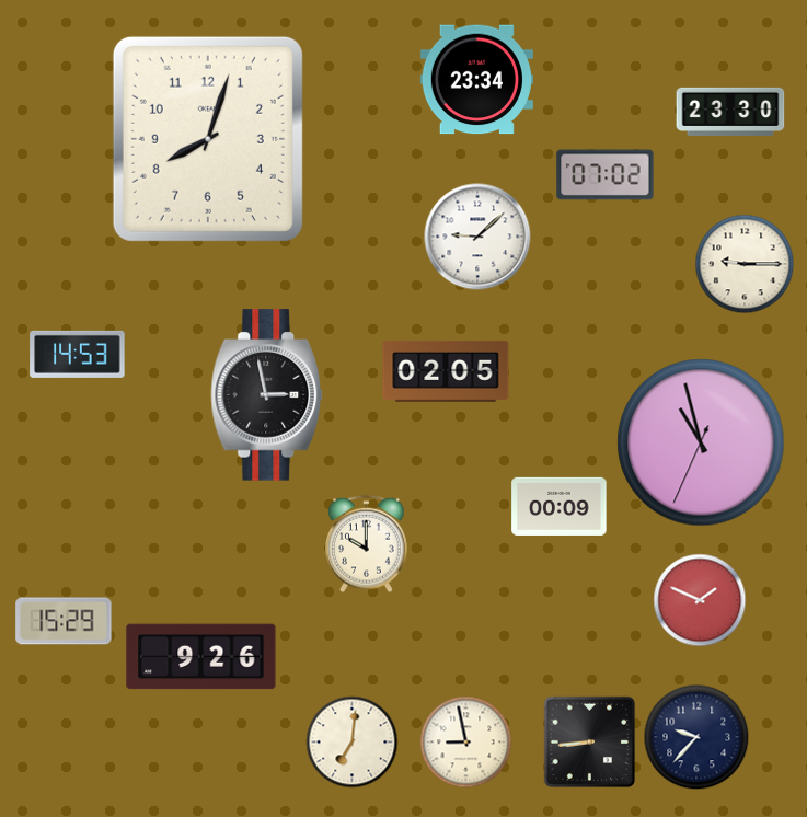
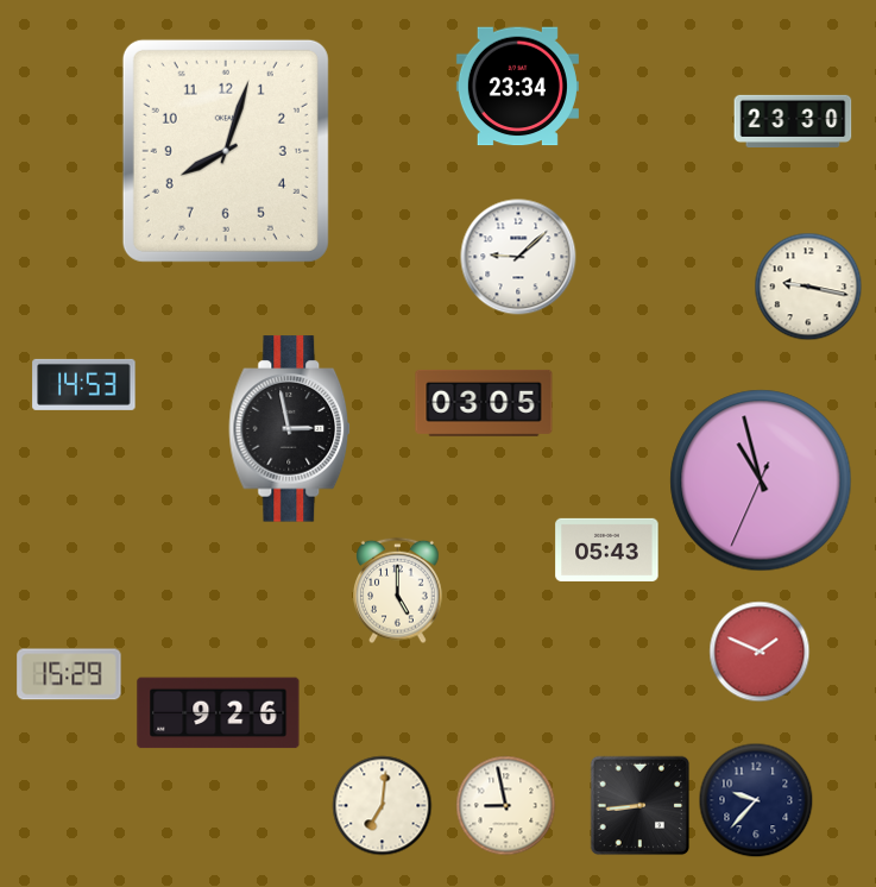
clock at (606, 175): 07:02 -> none
clock at (745, 264): 9:15 -> 9:17
clock at (446, 371): 02:05 -> 03:05
clock at (560, 506): 00:09 -> 05:43
clock at (367, 544): 10:00 -> 5:00
